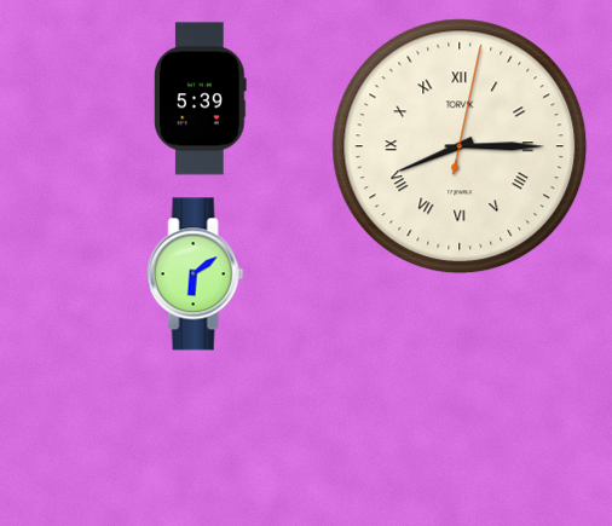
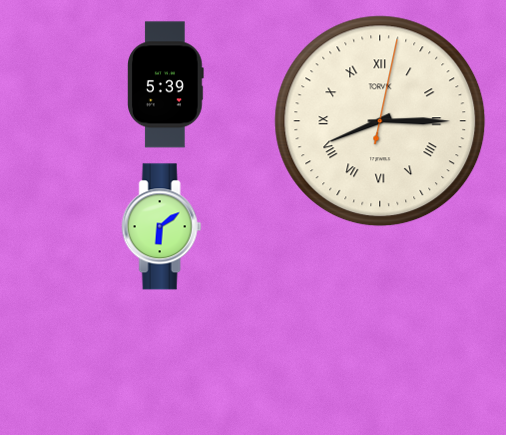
clock at (201, 99) position: (201, 99) -> (166, 85)
